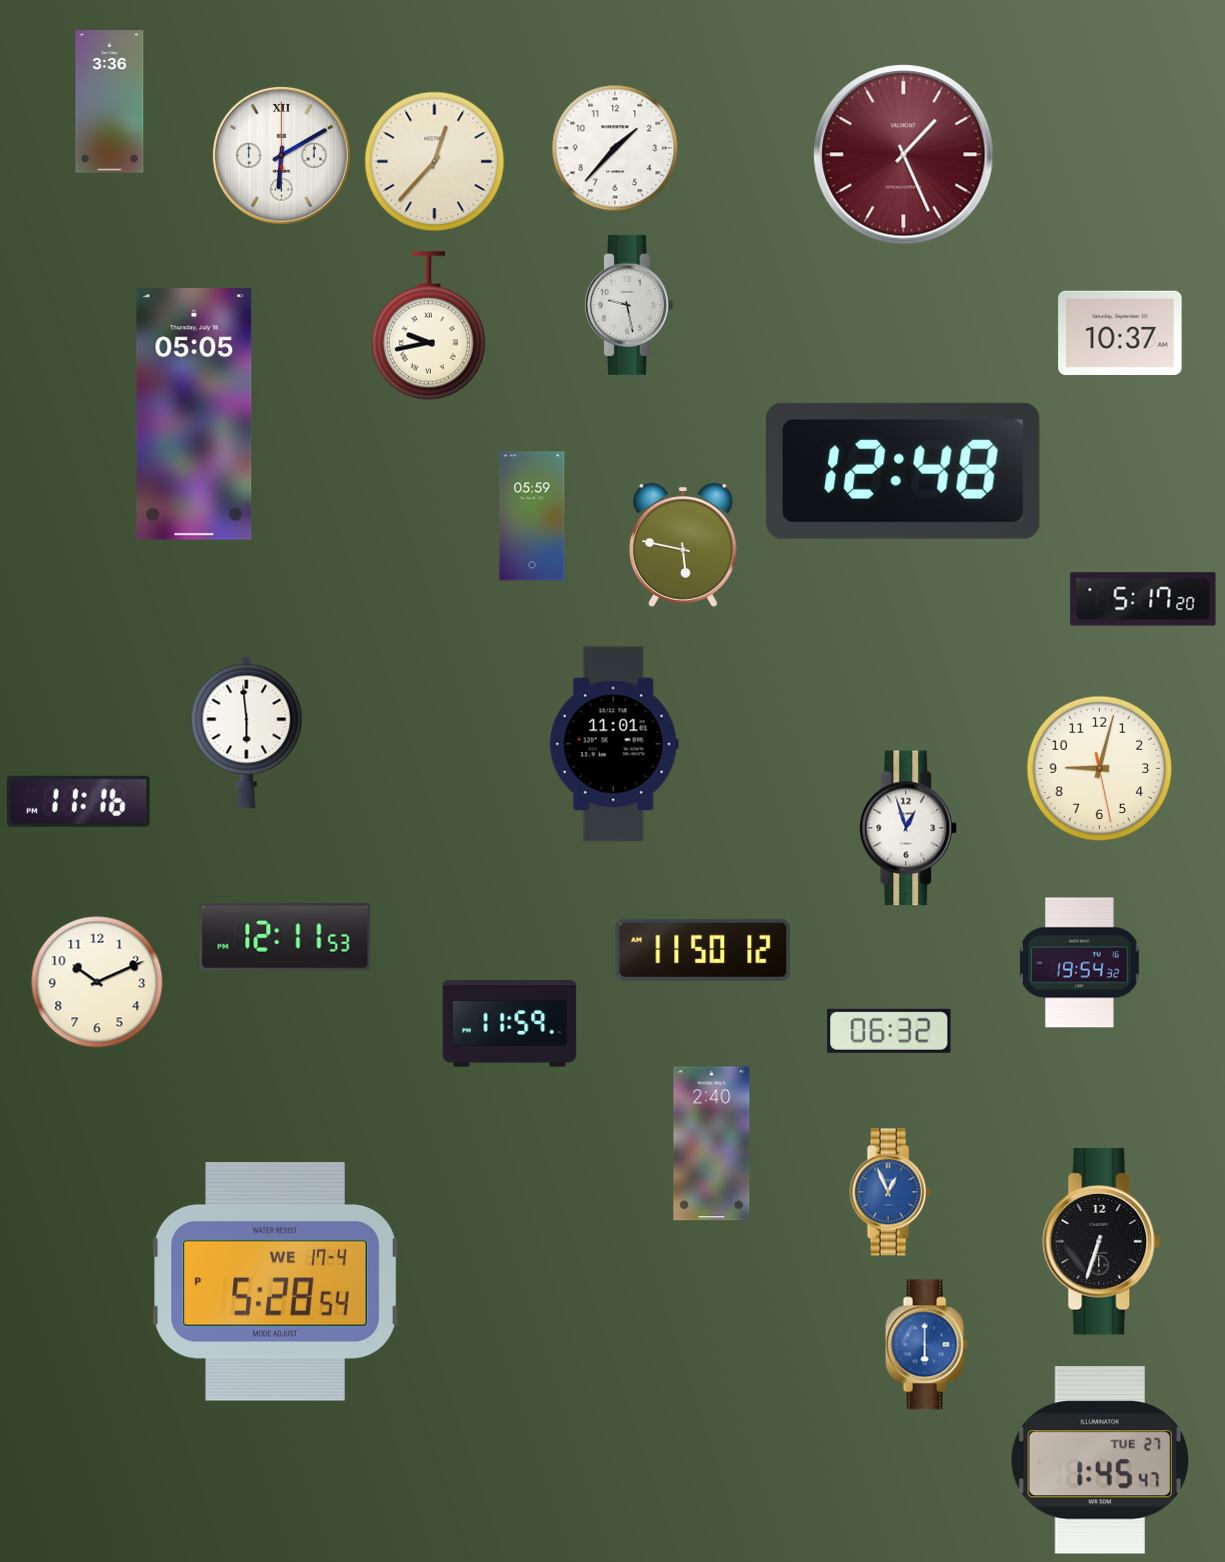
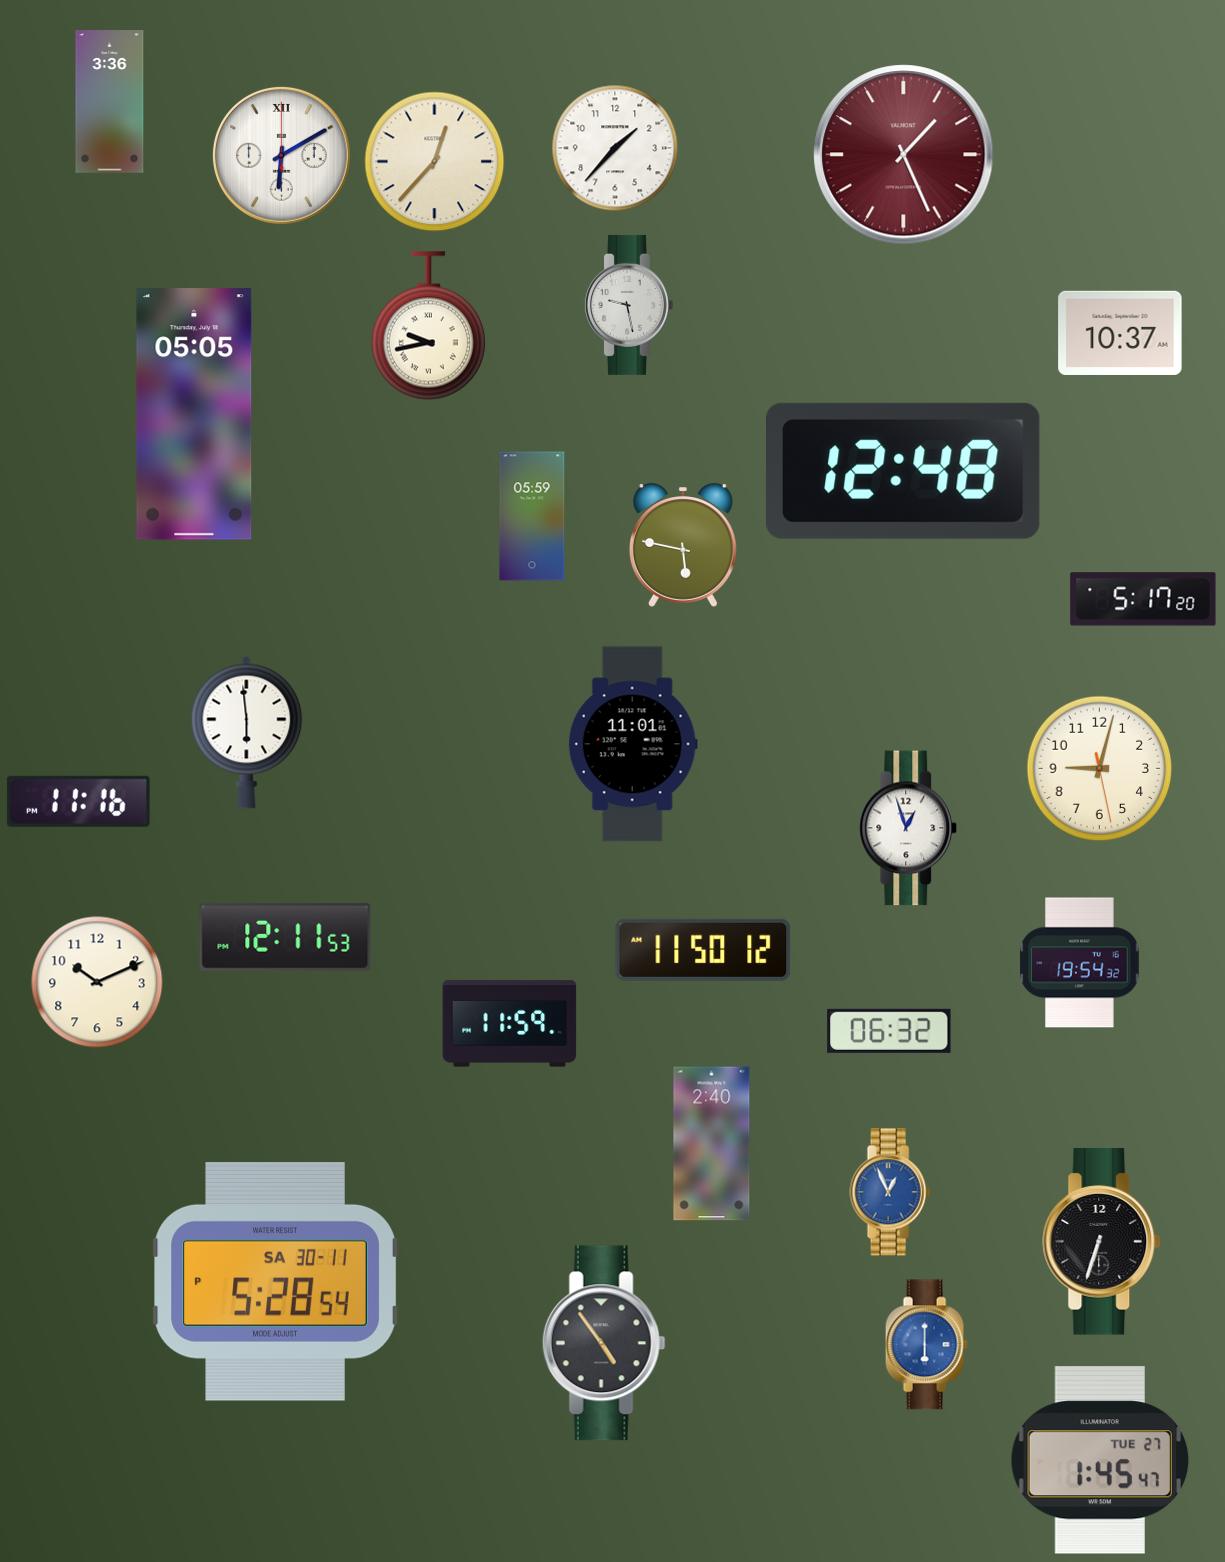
clock at (614, 744) position: (614, 744) -> (633, 744)
clock at (275, 1282) date: WE 17-4 -> SA 30-11
clock at (604, 1343): none -> 4:54
